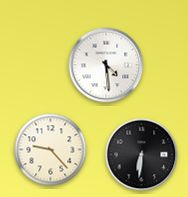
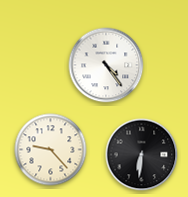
clock at (106, 65): 4:29 -> 4:24
